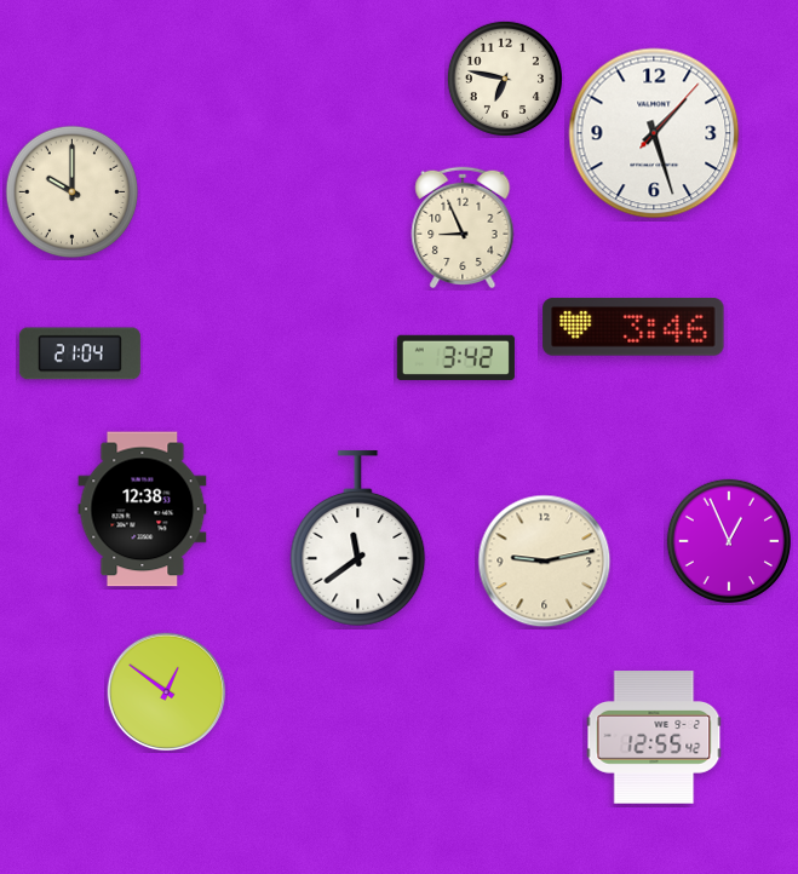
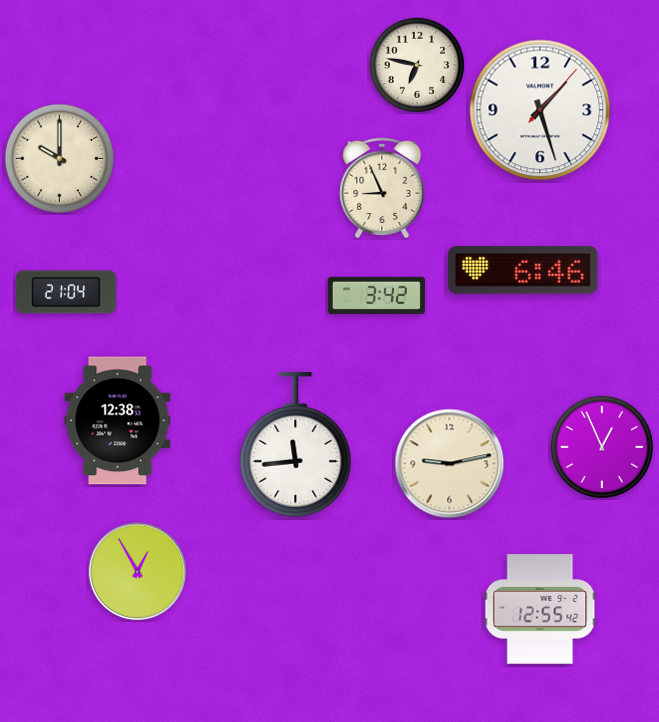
clock at (633, 327): 3:46 -> 6:46
clock at (358, 539): 11:39 -> 11:44
clock at (167, 692): 12:51 -> 12:55
